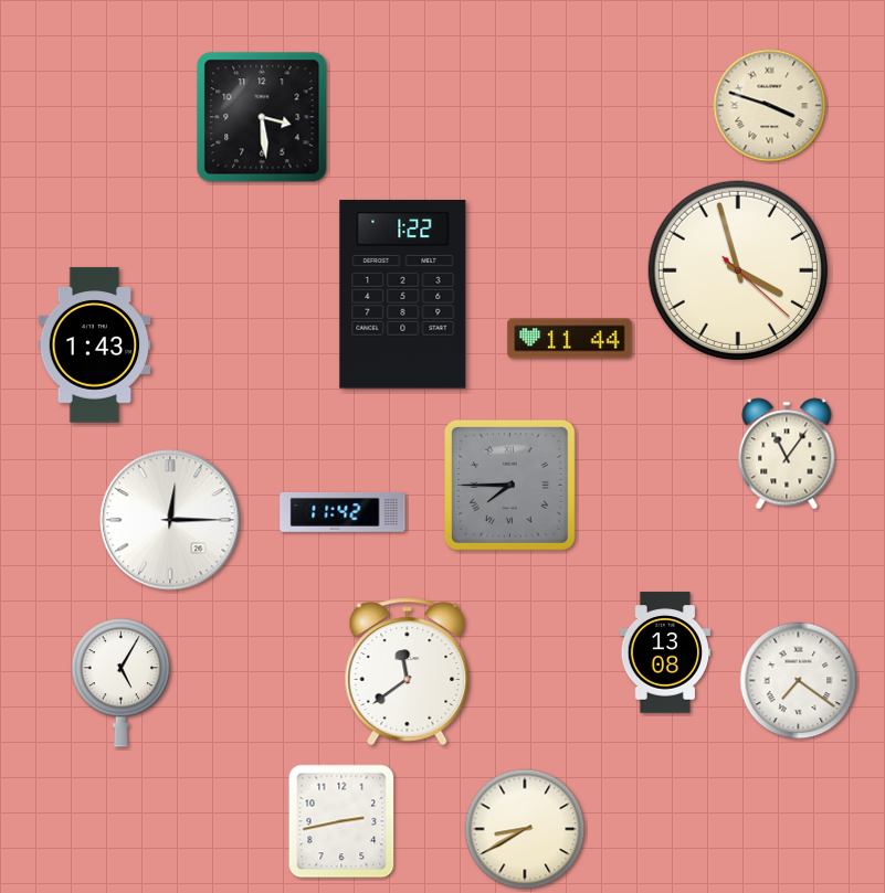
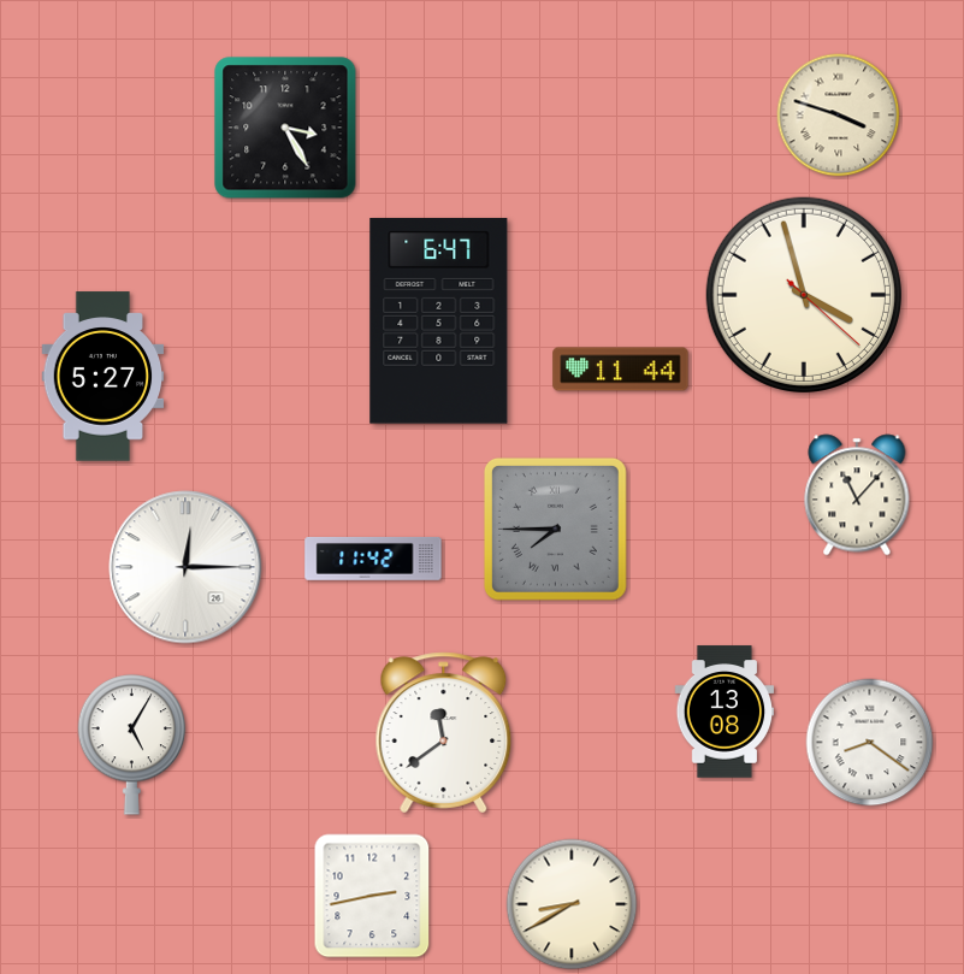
clock at (262, 117): 3:29 -> 3:25
clock at (403, 295): 1:22 -> 6:47
clock at (95, 345): 1:43 -> 5:27
clock at (787, 454): 11:06 -> 11:07
clock at (799, 681): 7:21 -> 8:21
